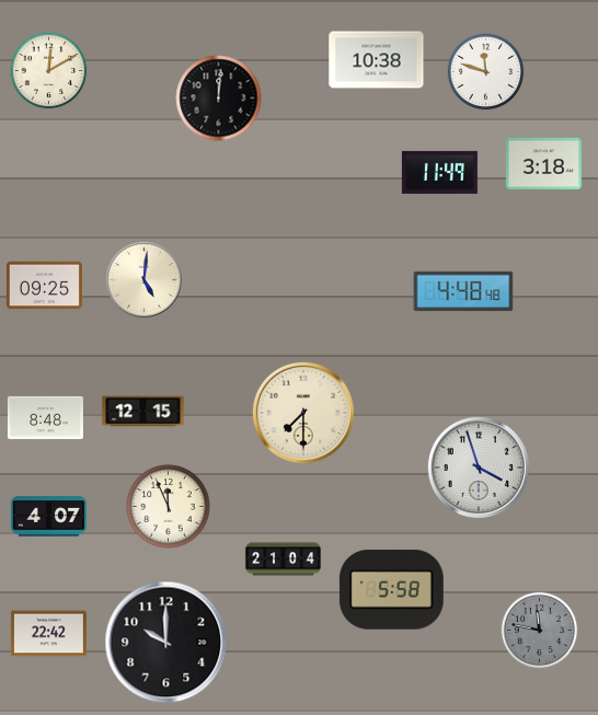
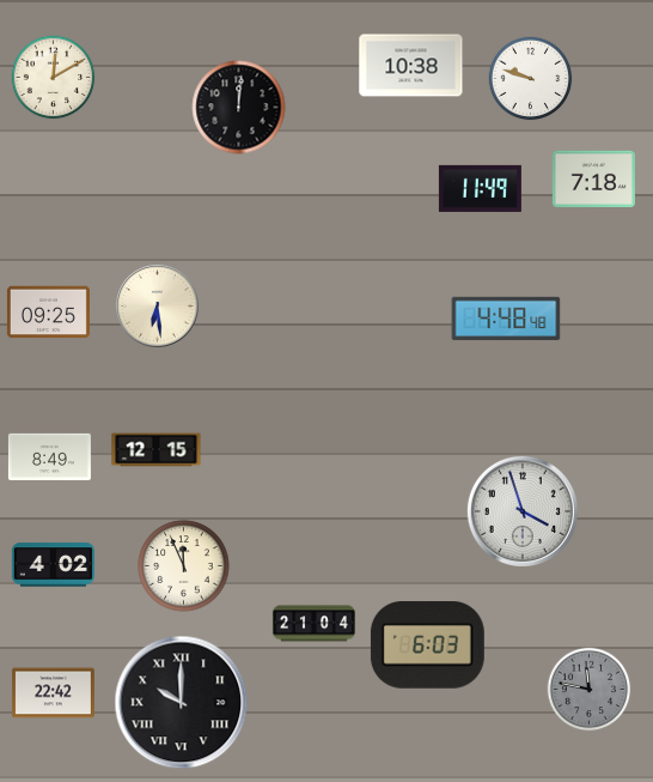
clock at (486, 72): 11:48 -> 9:48
clock at (543, 163): 3:18 -> 7:18
clock at (145, 280): 5:01 -> 6:29
clock at (303, 413): 7:30 -> none
clock at (45, 417): 8:48 -> 8:49
clock at (169, 507) position: (169, 507) -> (184, 566)
clock at (48, 517): 4:07 -> 4:02
clock at (283, 560) position: (283, 560) -> (313, 624)
clock at (391, 590): 5:58 -> 6:03
clock at (166, 643) numerals: Arabic -> Roman
